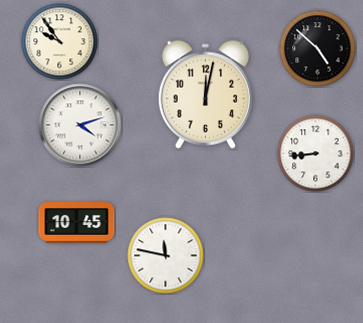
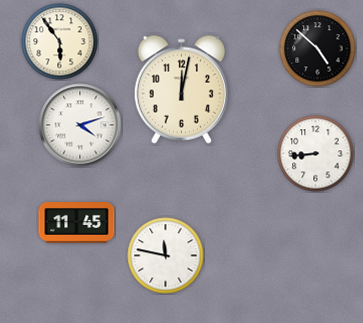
clock at (60, 42): 9:54 -> 5:54
clock at (205, 94) position: (205, 94) -> (181, 89)
clock at (77, 223): 10:45 -> 11:45
